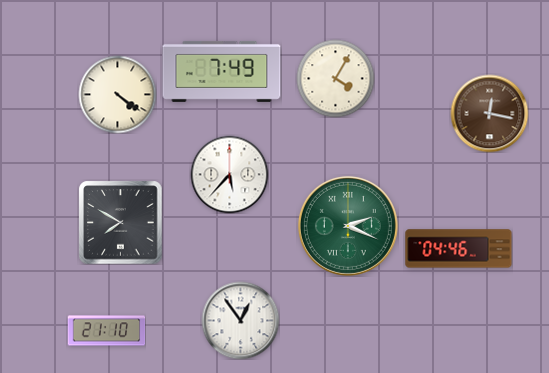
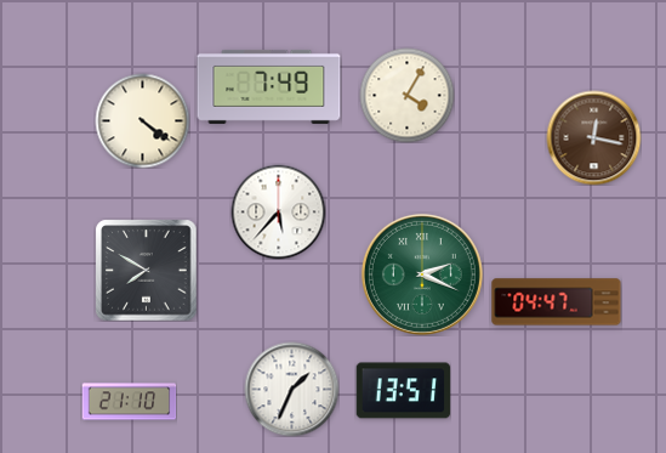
clock at (117, 94) position: (117, 94) -> (142, 120)
clock at (459, 249): 04:46 -> 04:47
clock at (240, 320): 12:54 -> 1:34
clock at (403, 391): none -> 13:51
